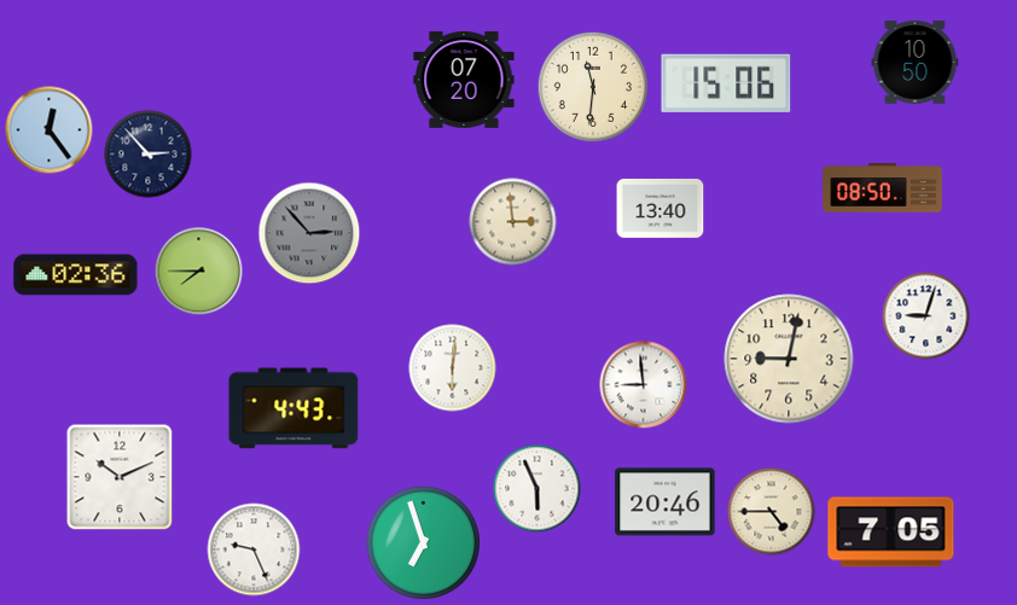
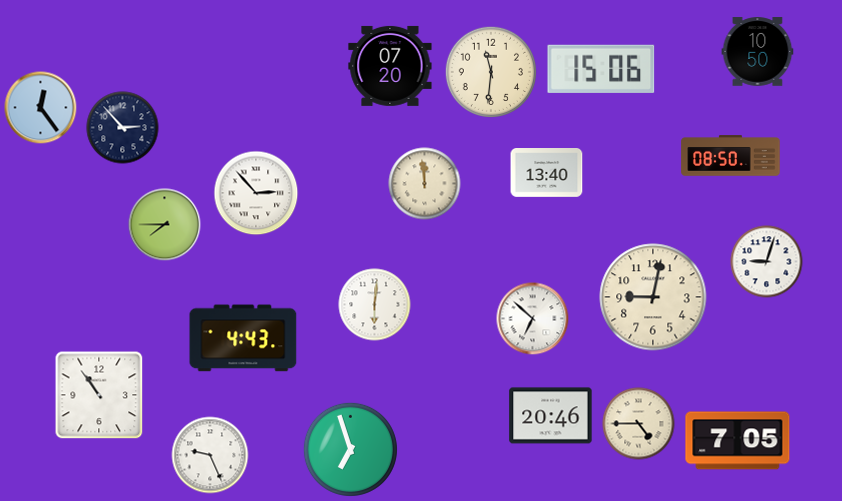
clock at (464, 80) position: (464, 80) -> (390, 66)
clock at (513, 222): 2:59 -> 11:59
clock at (309, 233) dial: grey -> white
clock at (76, 275): 02:36 -> none
clock at (644, 385): 8:59 -> 6:52
clock at (120, 477): 10:11 -> 10:54
clock at (537, 489): 5:56 -> none
